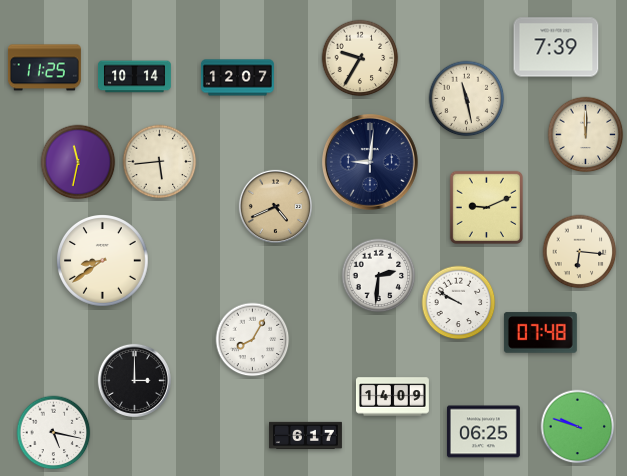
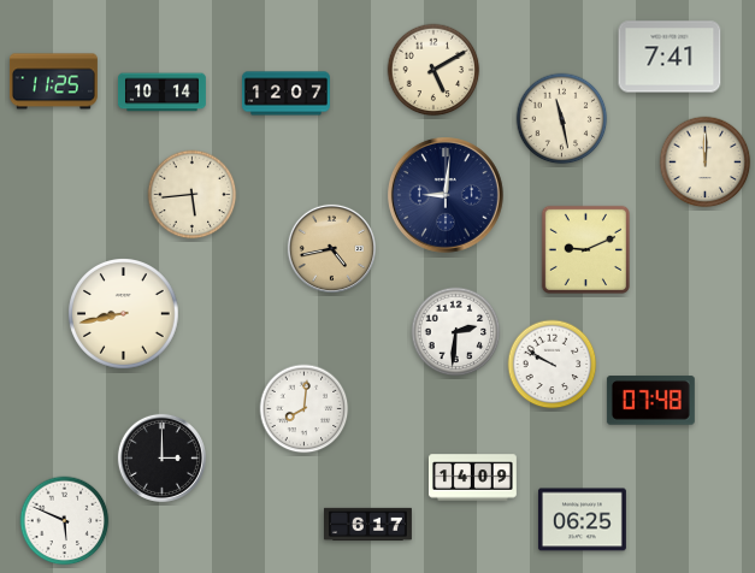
clock at (556, 47): 7:39 -> 7:41
clock at (360, 58): 9:35 -> 5:10
clock at (78, 162): 11:32 -> none
clock at (275, 206): 4:41 -> 4:43
clock at (580, 252): 6:16 -> none
clock at (103, 261): 8:39 -> 8:43
clock at (253, 340): 8:05 -> 8:01
clock at (578, 427): 9:48 -> none
clock at (54, 433): 5:17 -> 5:49
